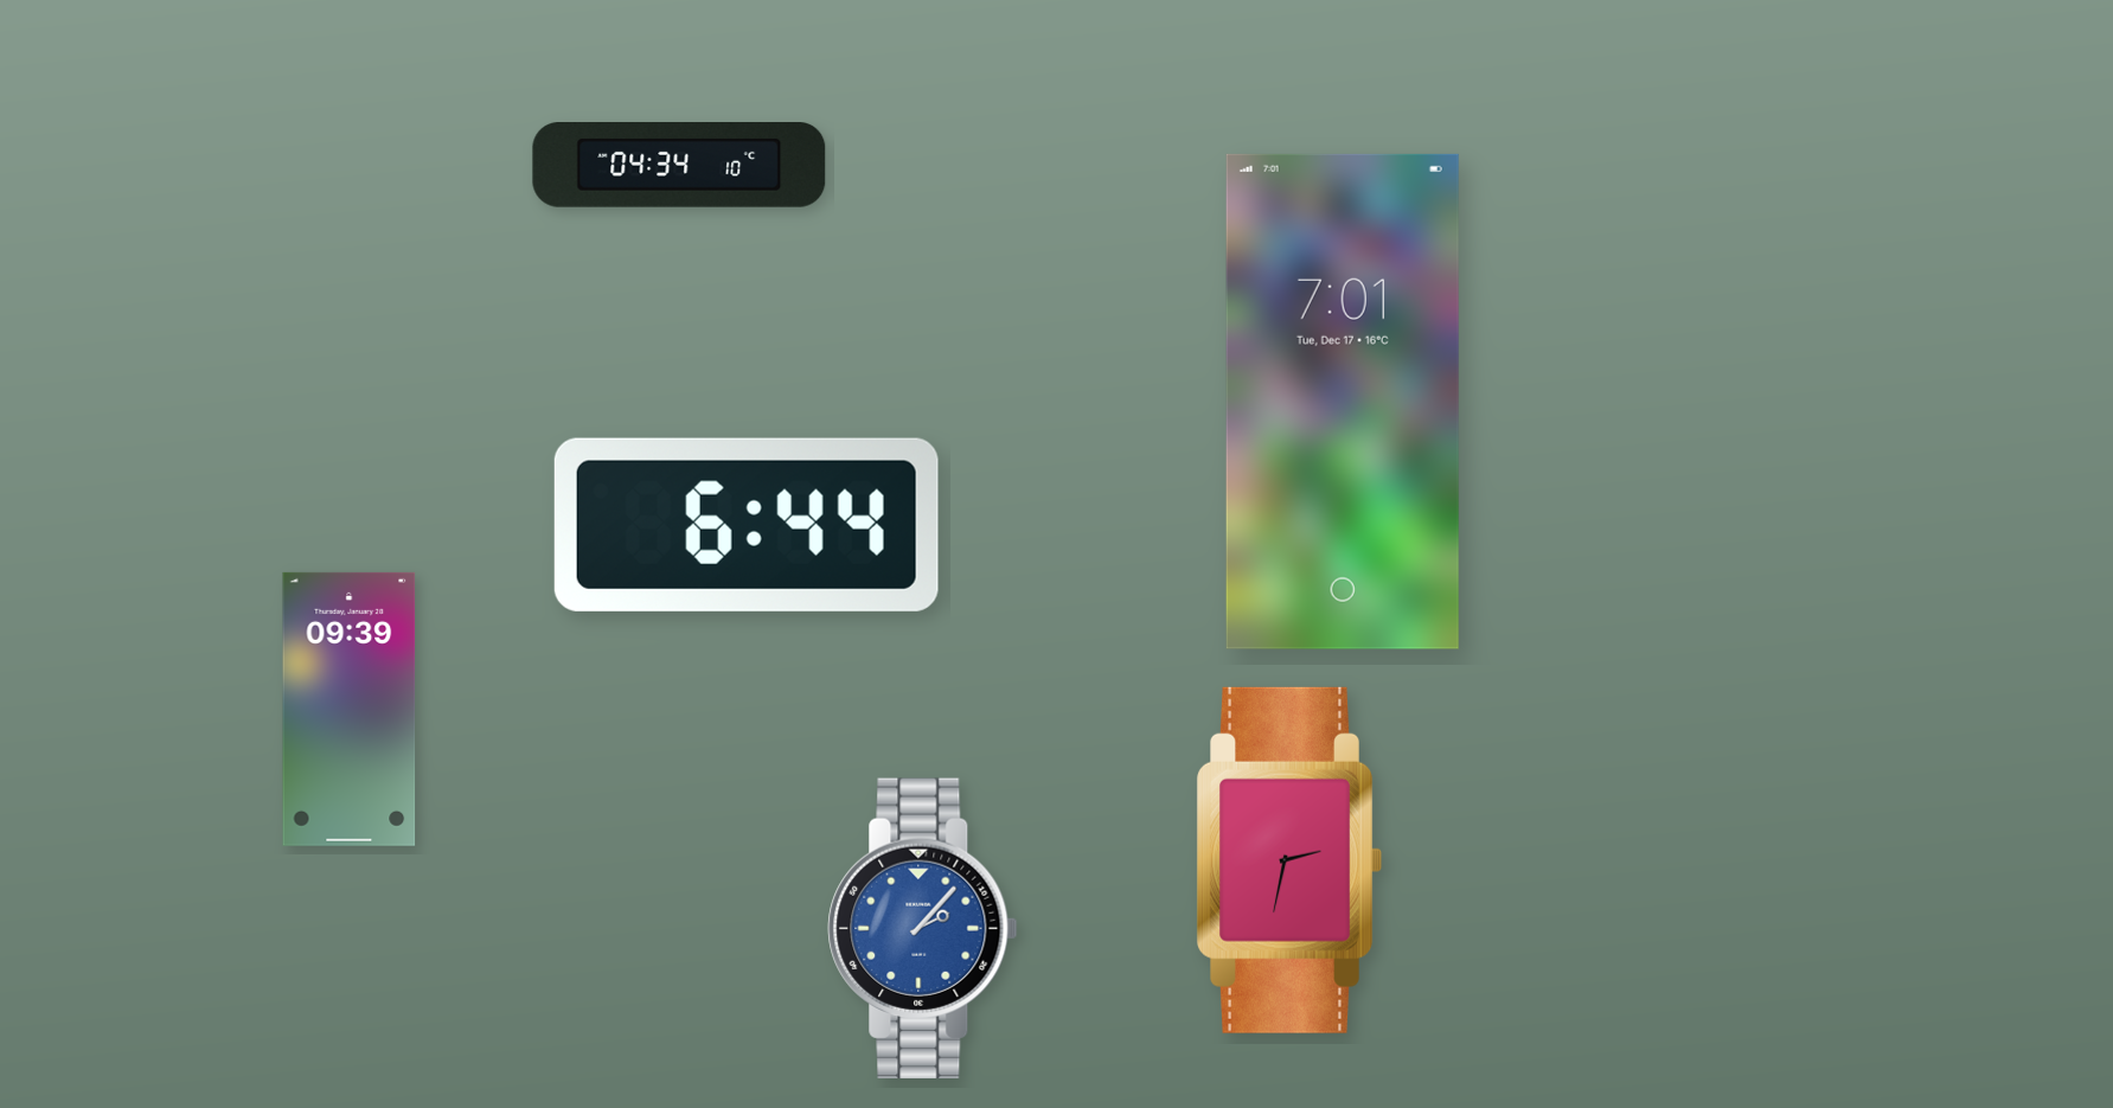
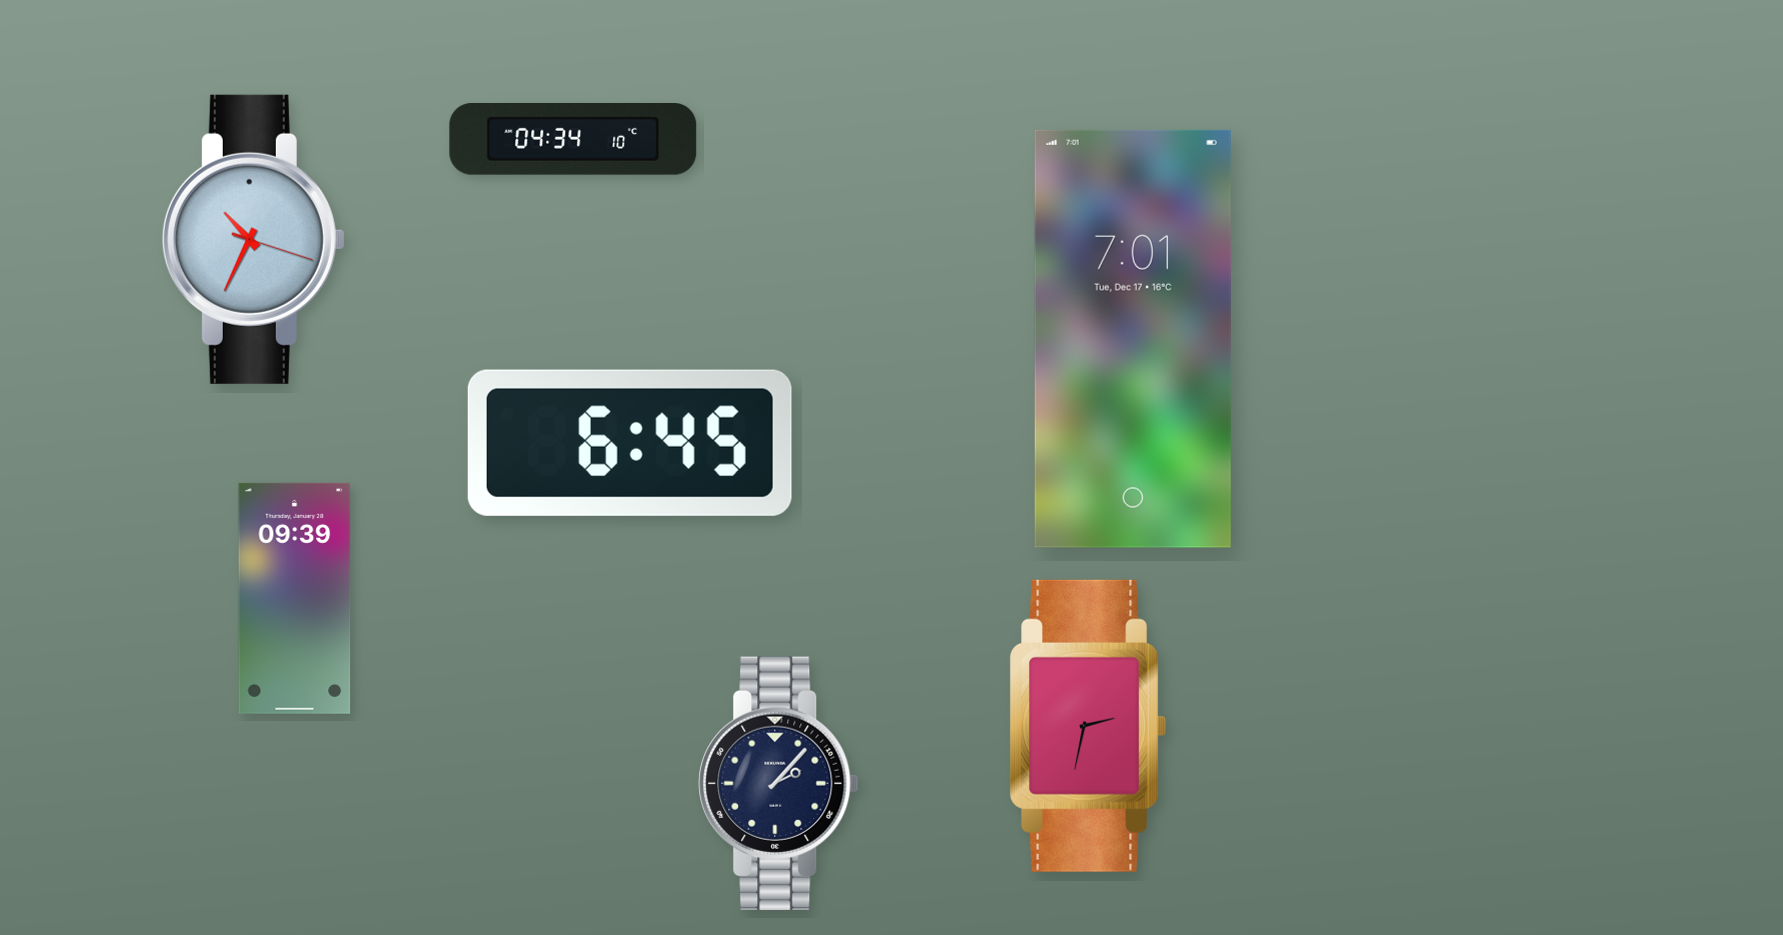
clock at (253, 239): none -> 10:34
clock at (747, 525): 6:44 -> 6:45
clock at (923, 928) dial: blue -> navy
